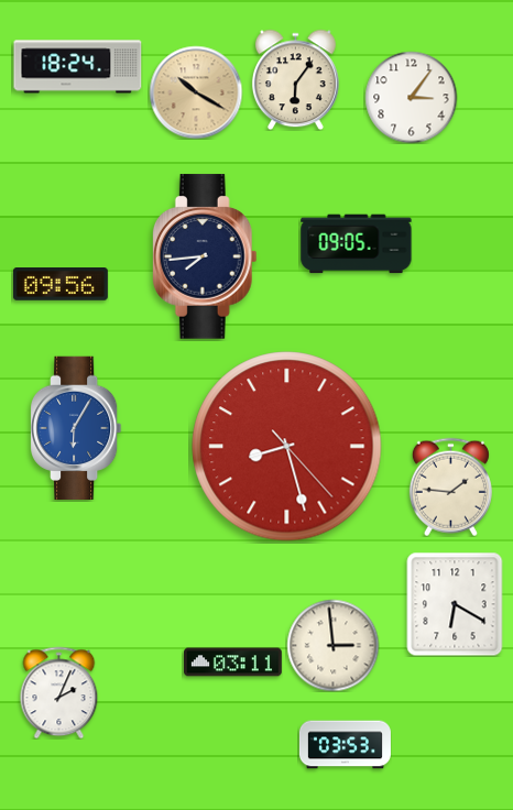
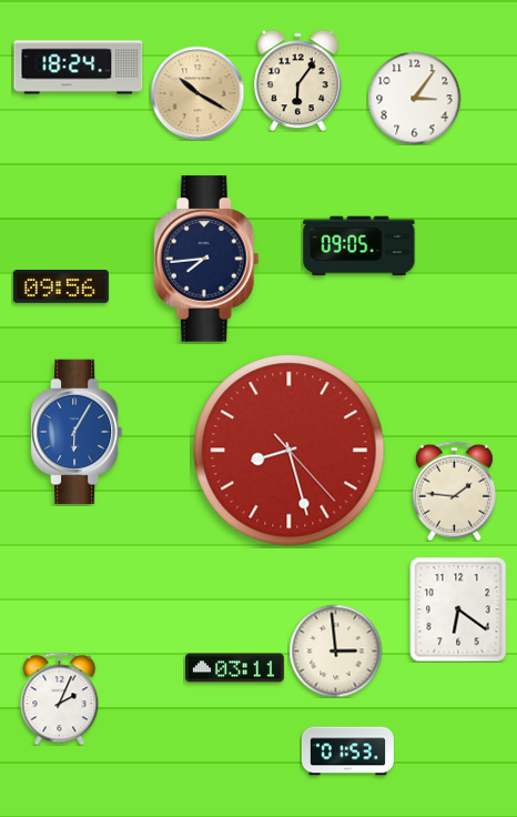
clock at (455, 604): 6:20 -> 6:21
clock at (345, 745): 03:53 -> 01:53
